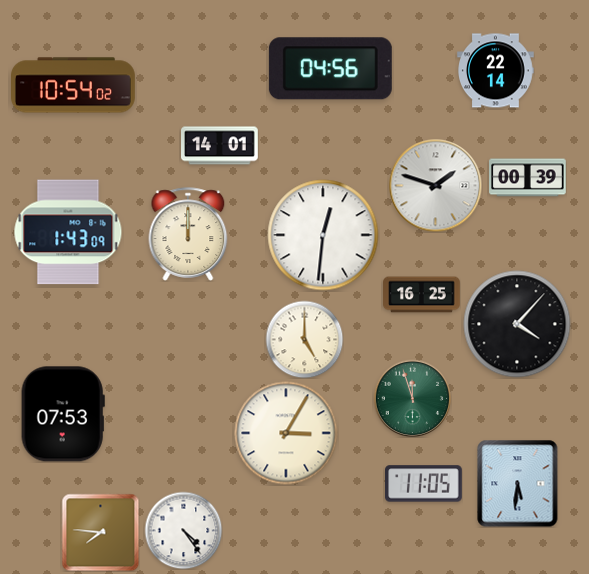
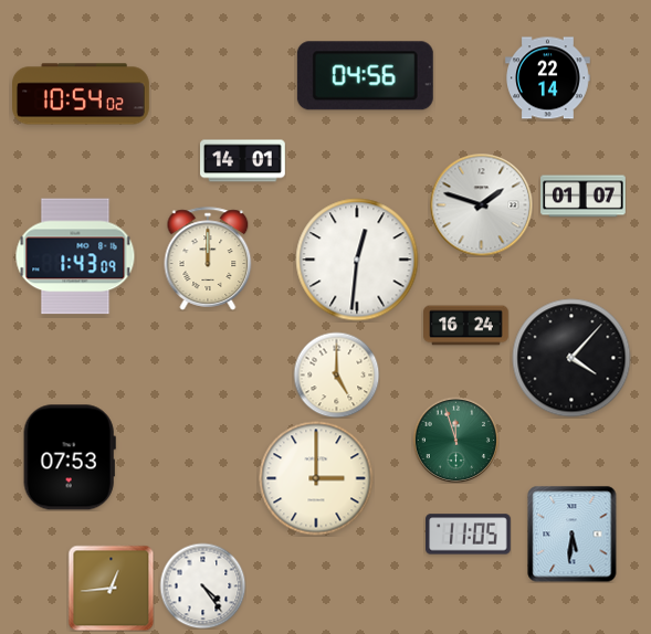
clock at (528, 178): 00:39 -> 01:07
clock at (422, 295): 16:25 -> 16:24
clock at (286, 433): 3:05 -> 3:00
clock at (100, 532): 7:46 -> 12:44
